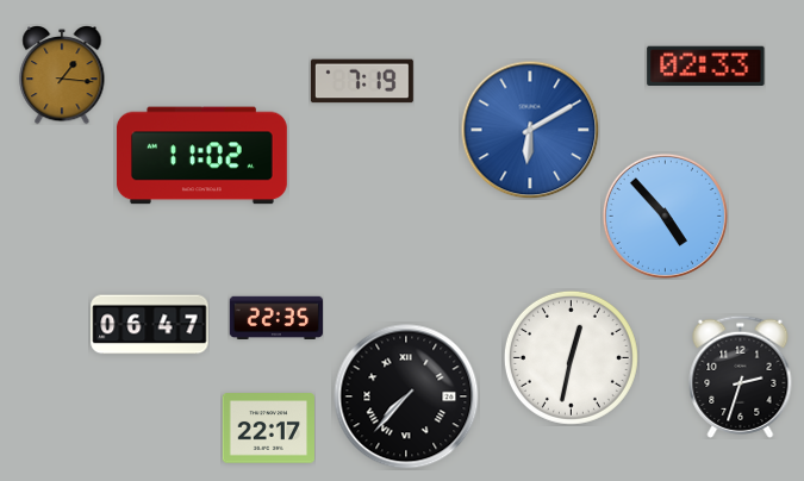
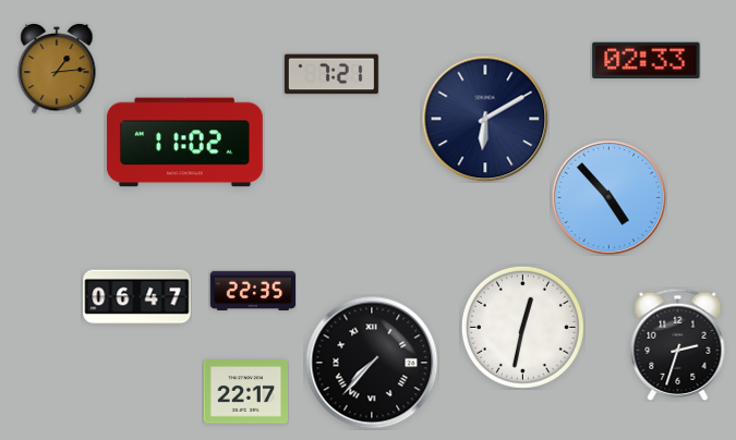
clock at (62, 75): 1:16 -> 1:14
clock at (362, 81): 7:19 -> 7:21
clock at (530, 130) dial: blue -> navy
